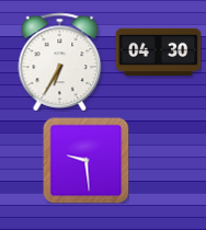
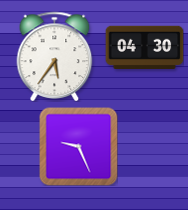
clock at (60, 61): 6:35 -> 5:36
clock at (85, 160): 9:29 -> 9:26
